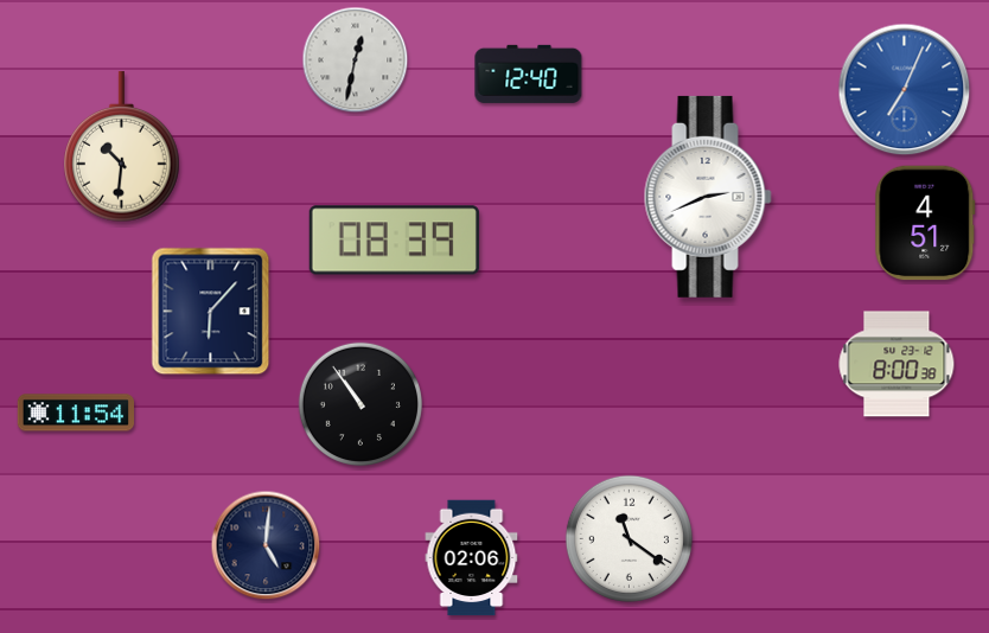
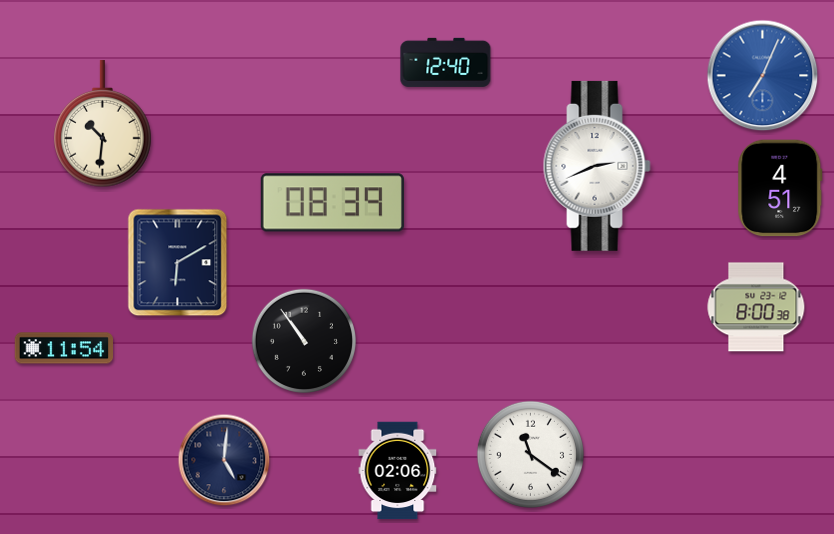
clock at (356, 60): 12:32 -> none
clock at (211, 312): 6:07 -> 6:10
